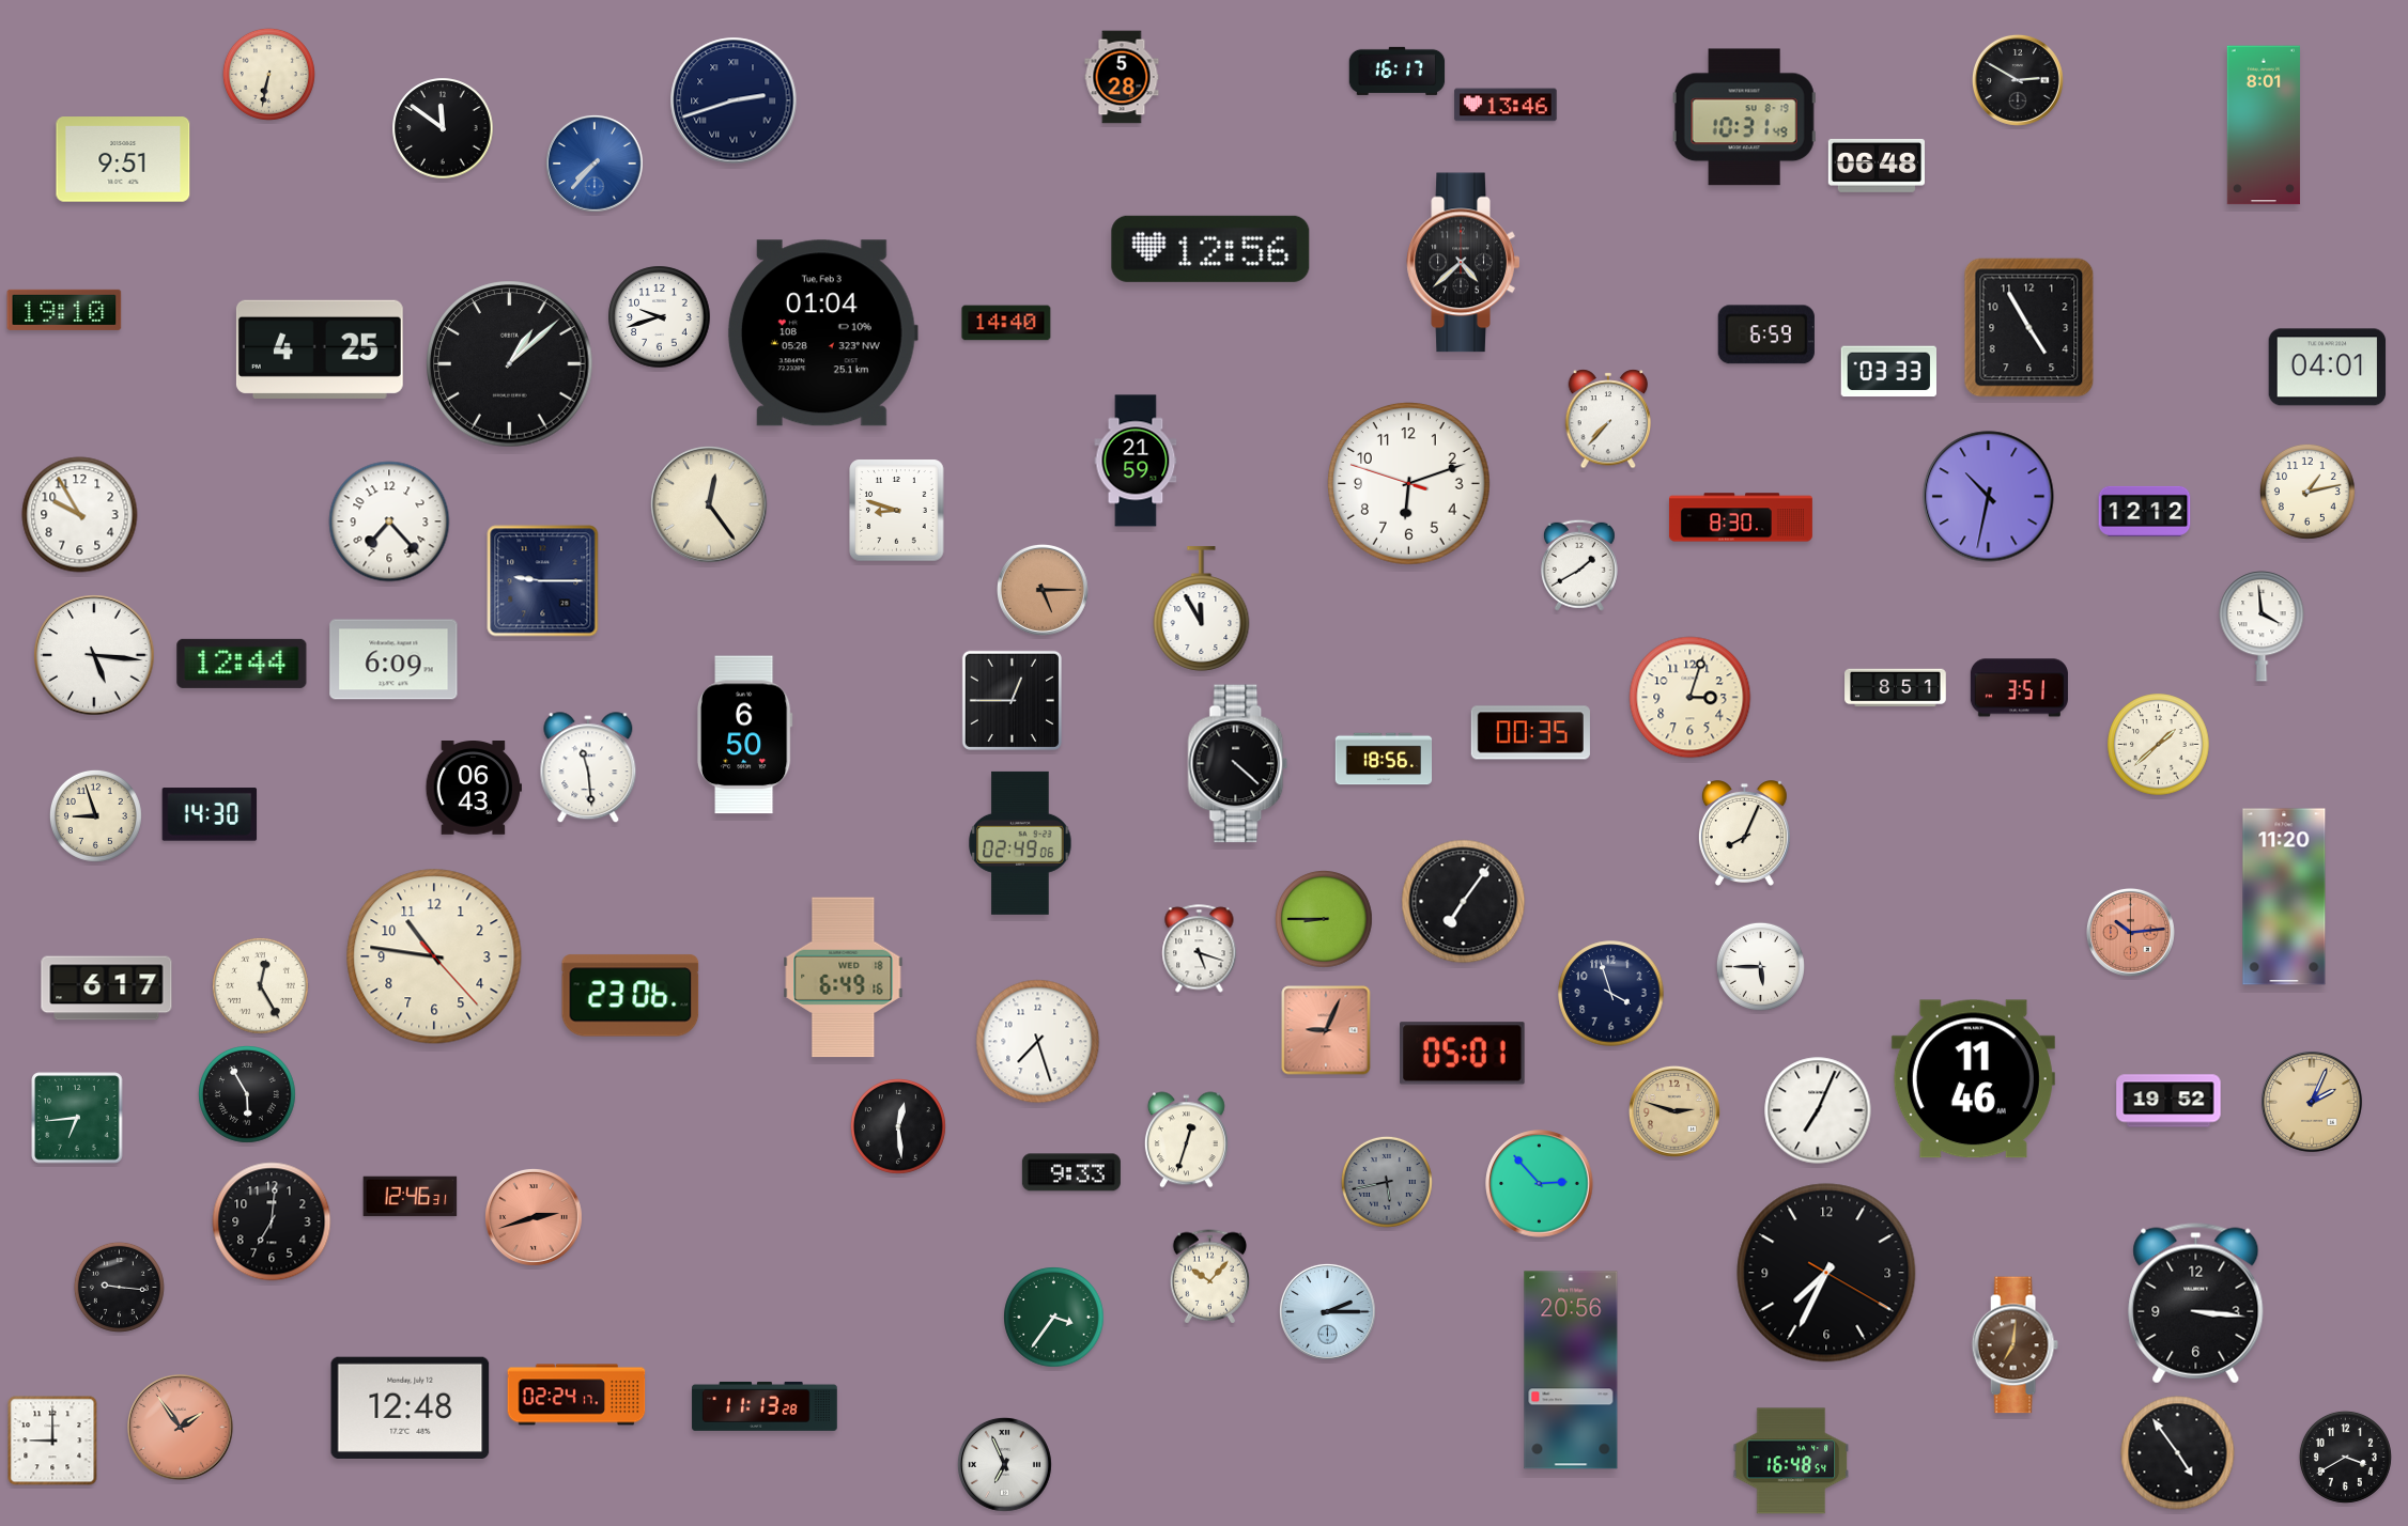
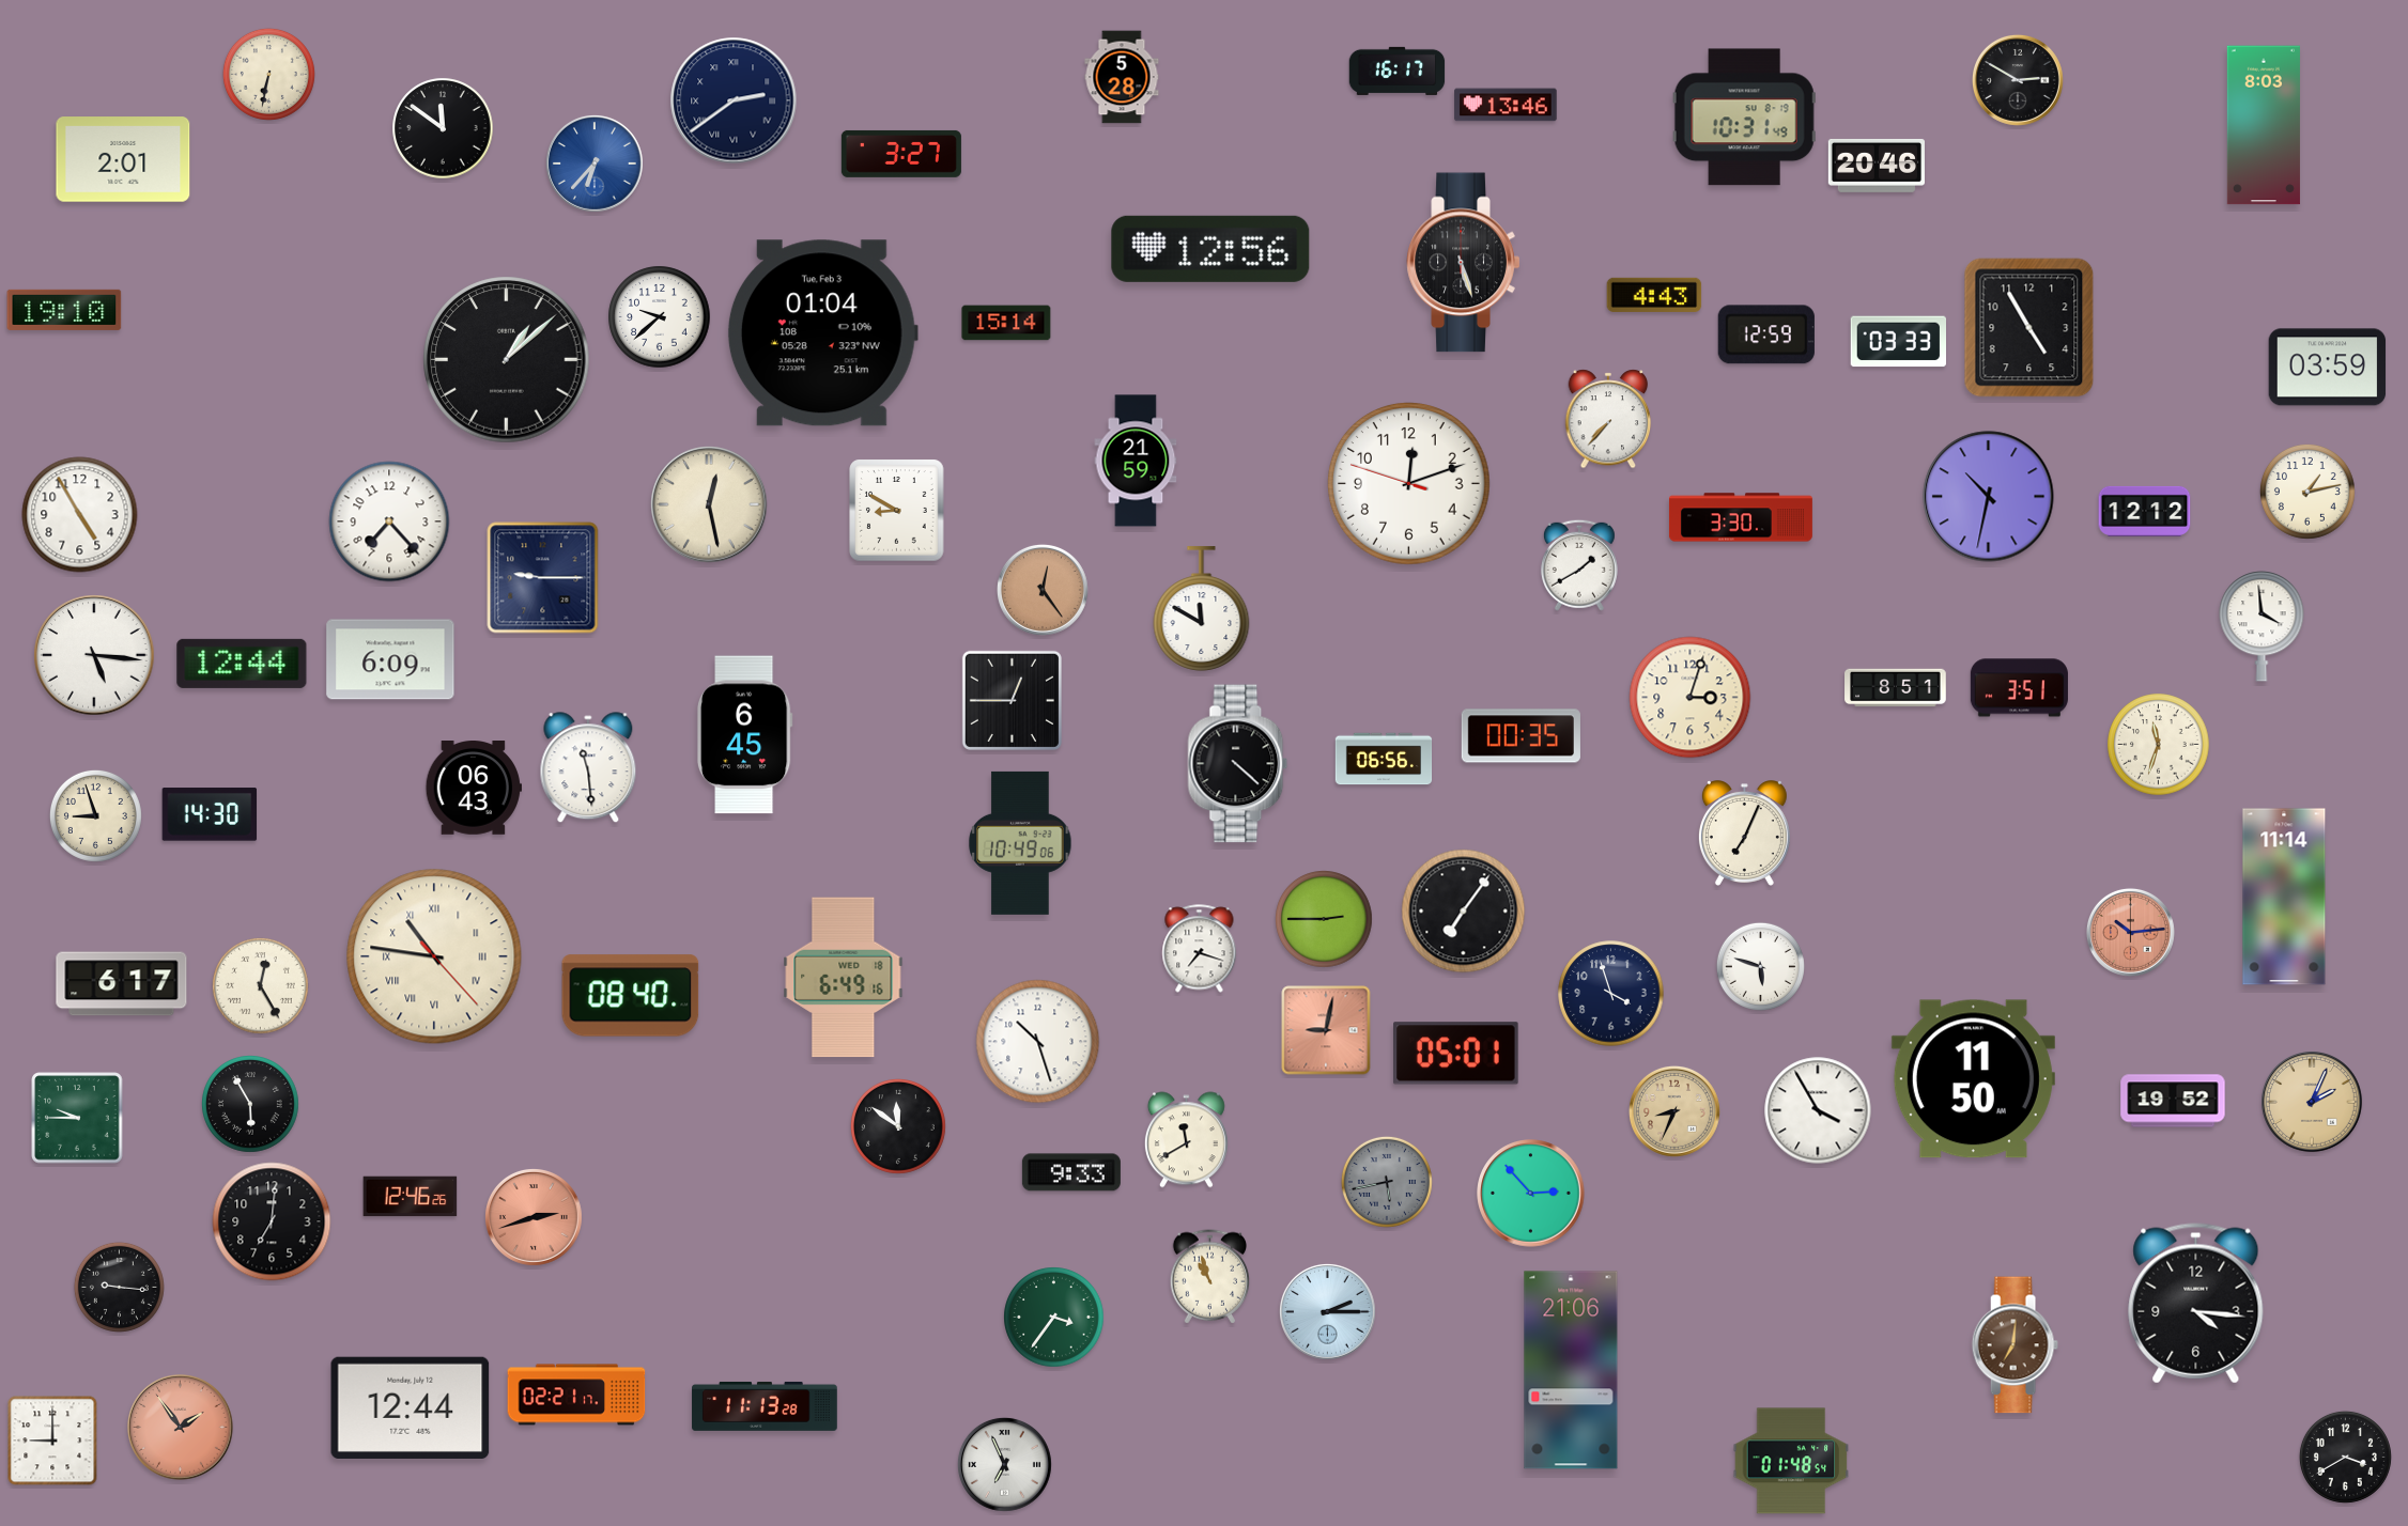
clock at (734, 100): 2:42 -> 2:39
clock at (2264, 125): 8:01 -> 8:03
clock at (901, 154): none -> 3:27
clock at (123, 159): 9:51 -> 2:01
clock at (595, 163): 7:37 -> 6:37
clock at (1876, 166): 06:48 -> 20:46
clock at (1464, 263): 4:38 -> 5:27
clock at (1654, 295): none -> 4:43
clock at (660, 317): 9:42 -> 9:38
clock at (1006, 323): 14:40 -> 15:14
clock at (1766, 334): 6:59 -> 12:59
clock at (320, 349): 4:25 -> none
clock at (510, 364) position: (510, 364) -> (507, 360)
clock at (2328, 368): 04:01 -> 03:59
clock at (1888, 372) position: (1888, 372) -> (1898, 342)
clock at (1409, 484): 6:11 -> 12:11
clock at (709, 504): 12:24 -> 12:28
clock at (897, 511): 8:48 -> 8:50
clock at (80, 515): 9:55 -> 4:55
clock at (1741, 517): 8:30 -> 3:30
clock at (543, 581) position: (543, 581) -> (543, 578)
clock at (1043, 590): 5:15 -> 12:24
clock at (1202, 609): 11:55 -> 11:50
clock at (393, 659) position: (393, 659) -> (390, 659)
clock at (1530, 733) position: (1530, 733) -> (1521, 736)
clock at (744, 735): 6:50 -> 6:45
clock at (2159, 745): 1:38 -> 11:33
clock at (1384, 759): 18:56 -> 06:56
clock at (1744, 834): 8:04 -> 7:04
clock at (1020, 843): 02:49 -> 10:49
clock at (2284, 897): 11:20 -> 11:14
clock at (1464, 902) position: (1464, 902) -> (1464, 912)
clock at (1325, 920): 8:45 -> 2:45
clock at (1200, 949): 5:18 -> 7:18
clock at (434, 956) numerals: Arabic -> Roman
clock at (1760, 966): 5:45 -> 5:48
clock at (107, 988) position: (107, 988) -> (122, 984)
clock at (631, 996): 23:06 -> 08:40
clock at (1326, 1030): 9:04 -> 9:02
clock at (1038, 1042): 7:27 -> 10:27
clock at (1463, 1054) position: (1463, 1054) -> (1456, 1054)
clock at (1973, 1079): 11:46 -> 11:50
clock at (248, 1095) position: (248, 1095) -> (251, 1105)
clock at (2168, 1101) position: (2168, 1101) -> (2173, 1101)
clock at (1818, 1110): 7:04 -> 3:55
clock at (1674, 1111): 2:48 -> 8:34
clock at (77, 1118): 6:44 -> 9:45
clock at (898, 1126): 12:29 -> 11:51
clock at (1186, 1140): 12:33 -> 11:40
clock at (1540, 1184) position: (1540, 1184) -> (1531, 1194)
clock at (411, 1197): 12:46:31 -> 12:46:26
clock at (1826, 1273): 7:34 -> none
clock at (1210, 1277): 10:07 -> 10:57
clock at (2196, 1304): 3:16 -> 4:16
clock at (1571, 1370): 20:56 -> 21:06
clock at (576, 1395): 02:24 -> 02:21
clock at (411, 1407): 12:48 -> 12:44
clock at (2178, 1453): 4:54 -> none
clock at (1791, 1461): 16:48 -> 01:48
